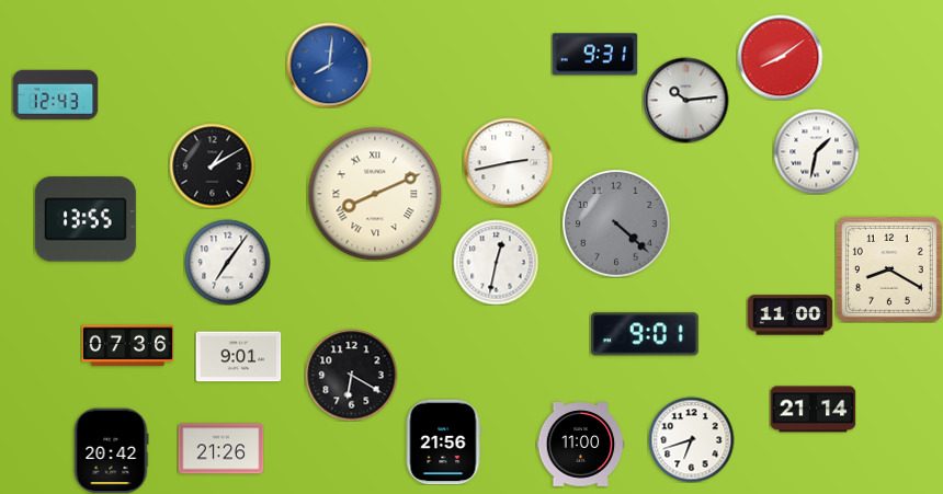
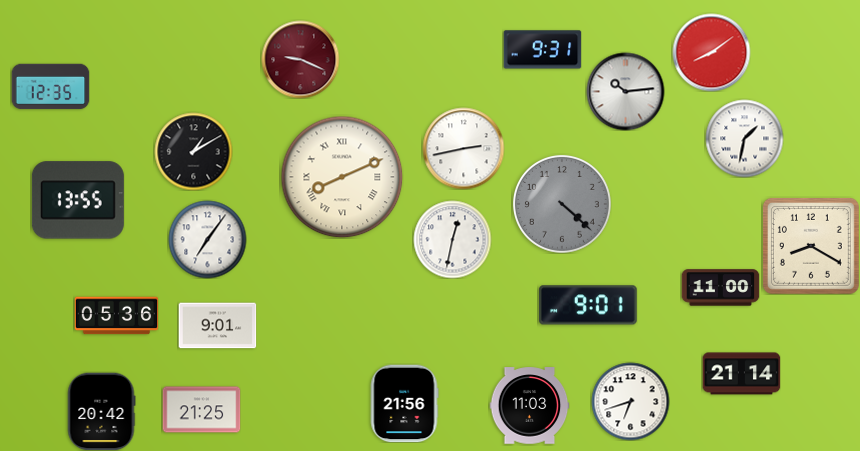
clock at (329, 65): 8:01 -> 9:19
clock at (329, 65) dial: blue -> burgundy
clock at (55, 95): 12:43 -> 12:35
clock at (127, 346): 07:36 -> 05:36
clock at (351, 375): 6:20 -> none
clock at (580, 445): 11:00 -> 11:03
clock at (220, 449): 21:26 -> 21:25
